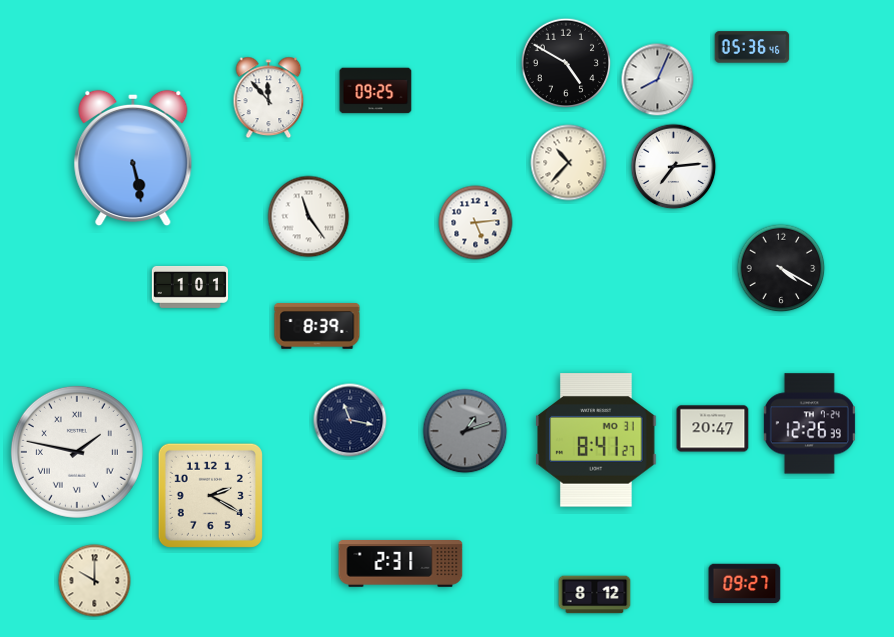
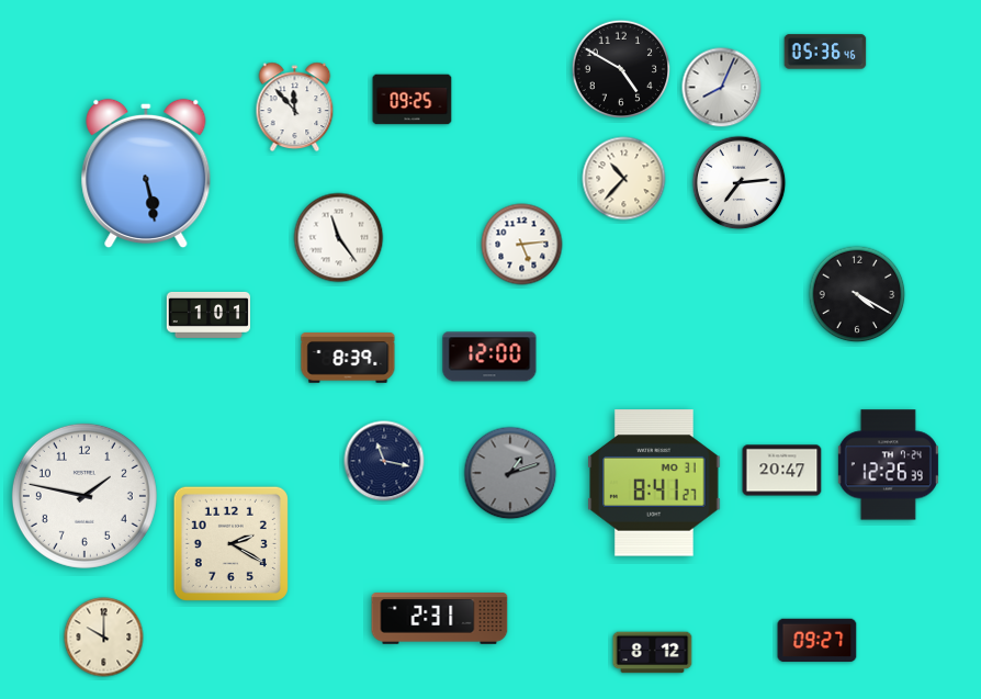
clock at (489, 357): none -> 12:00
clock at (77, 452) numerals: Roman -> Arabic
